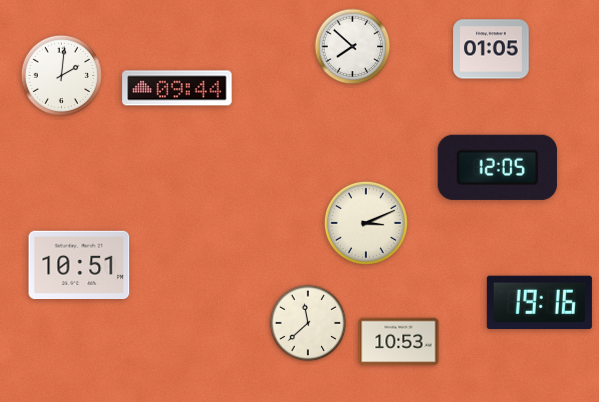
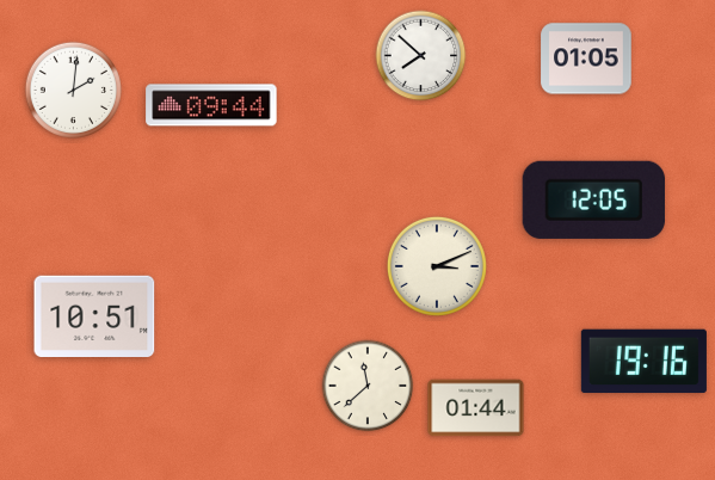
clock at (399, 342): 10:53 -> 01:44
